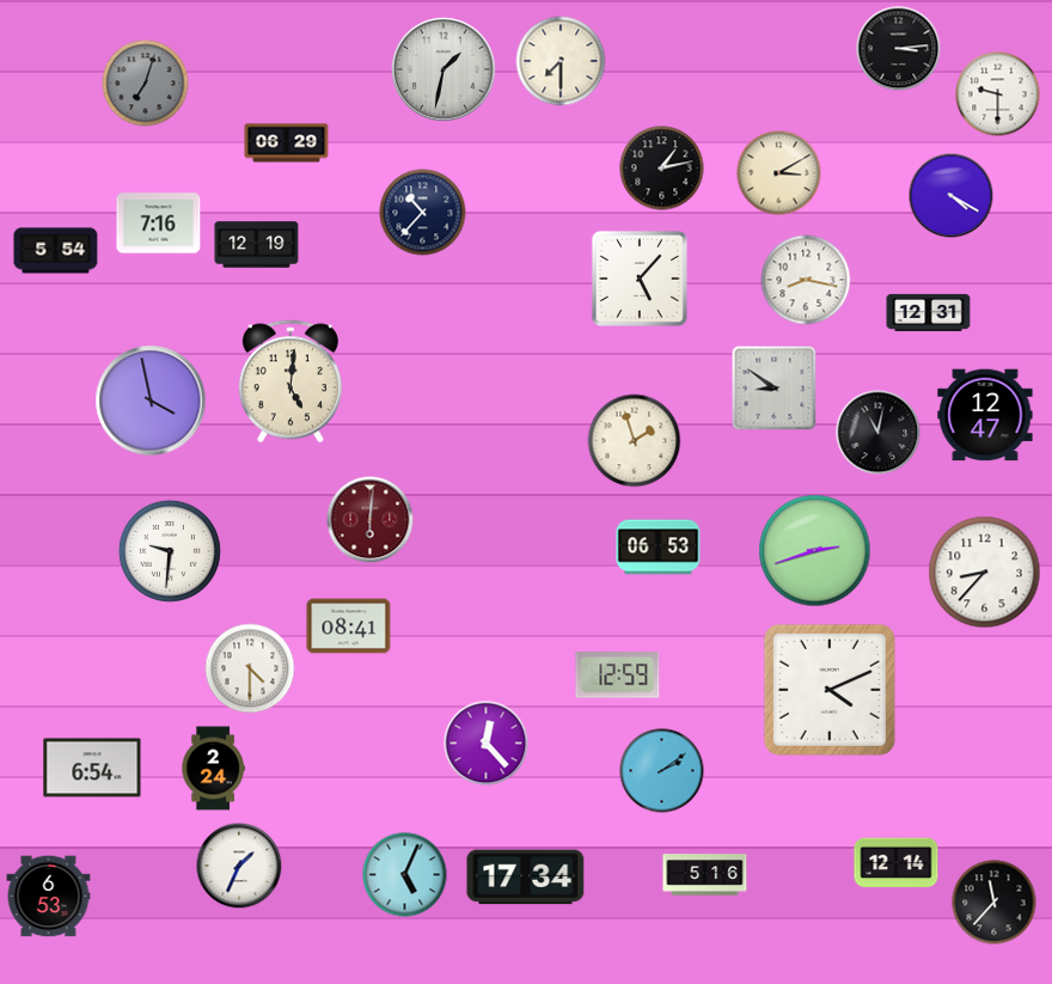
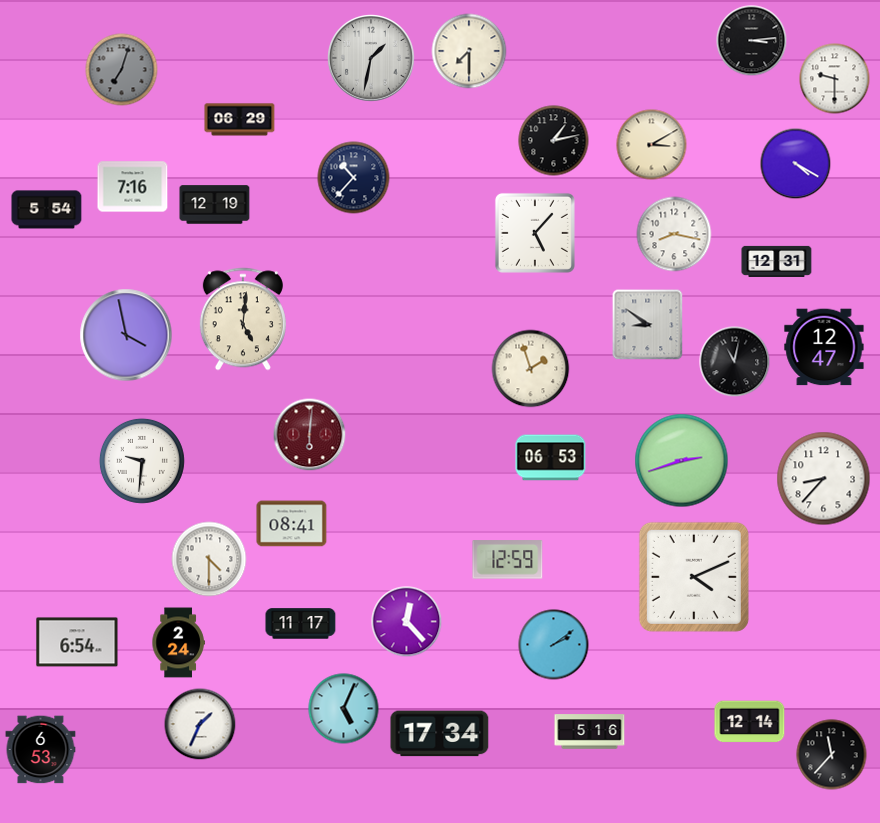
clock at (618, 676) position: (618, 676) -> (508, 560)
clock at (301, 624): none -> 11:17
clock at (405, 875) position: (405, 875) -> (344, 709)
